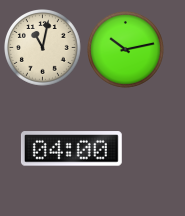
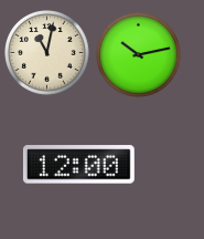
clock at (71, 149): 04:00 -> 12:00
